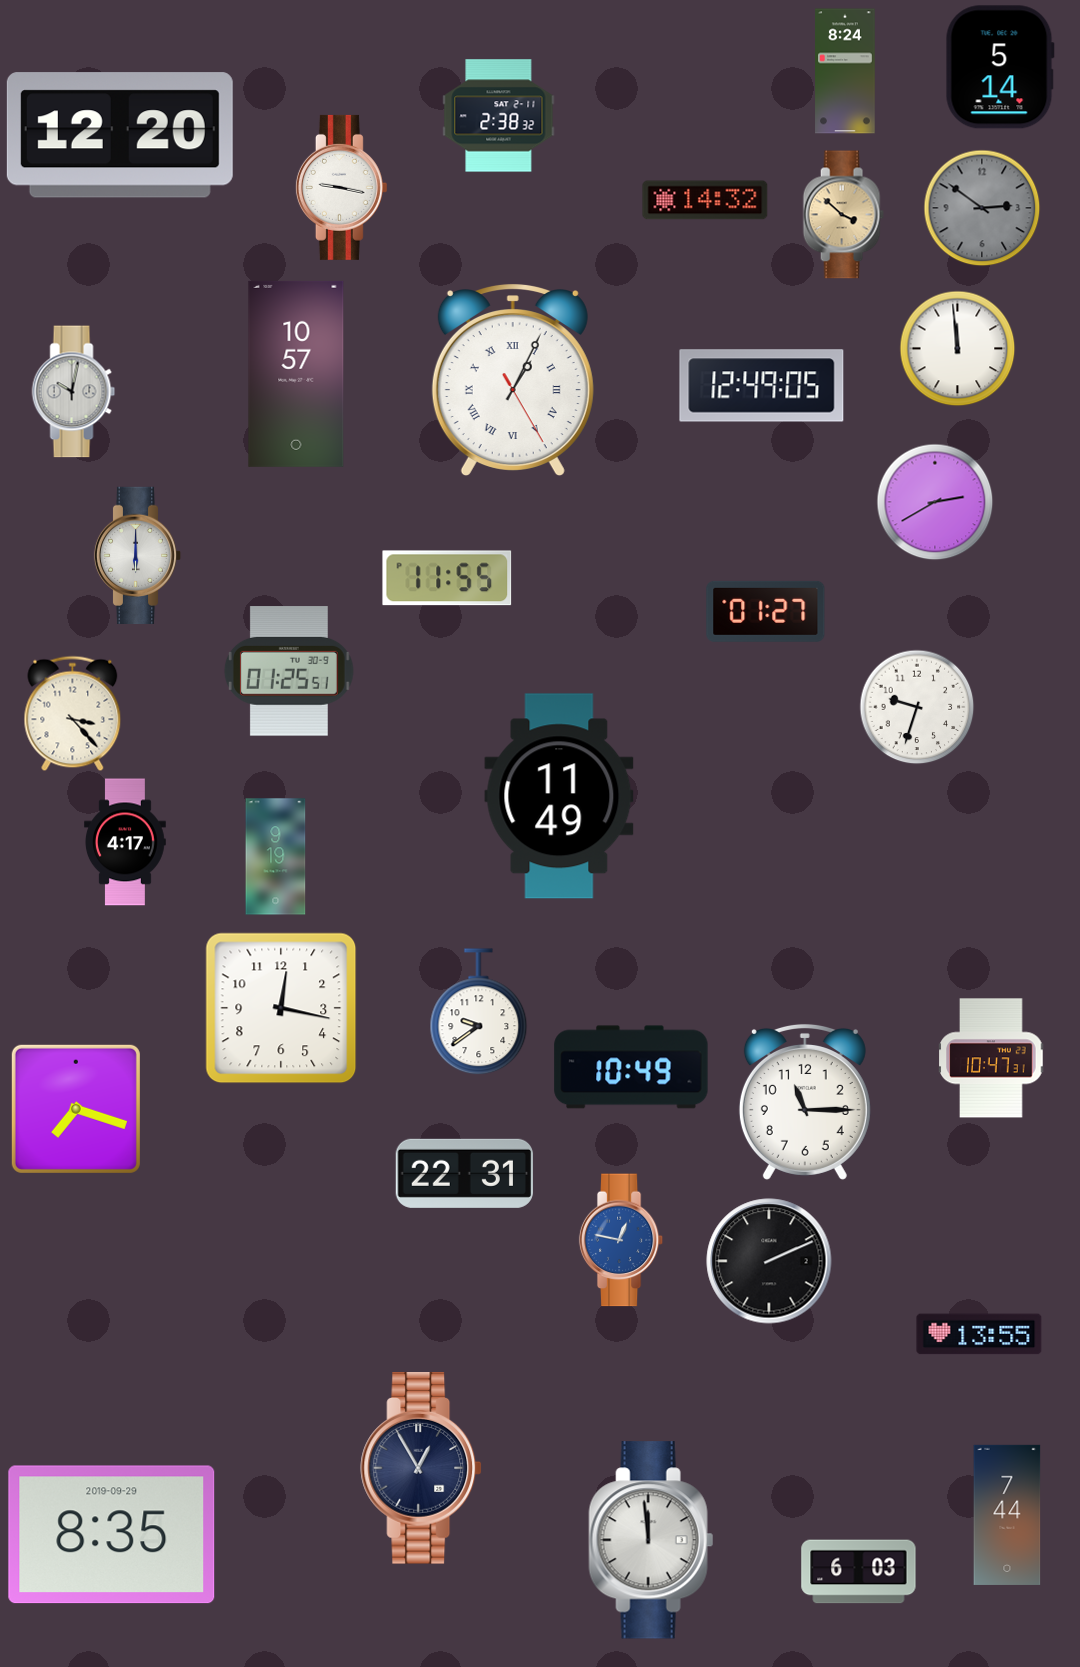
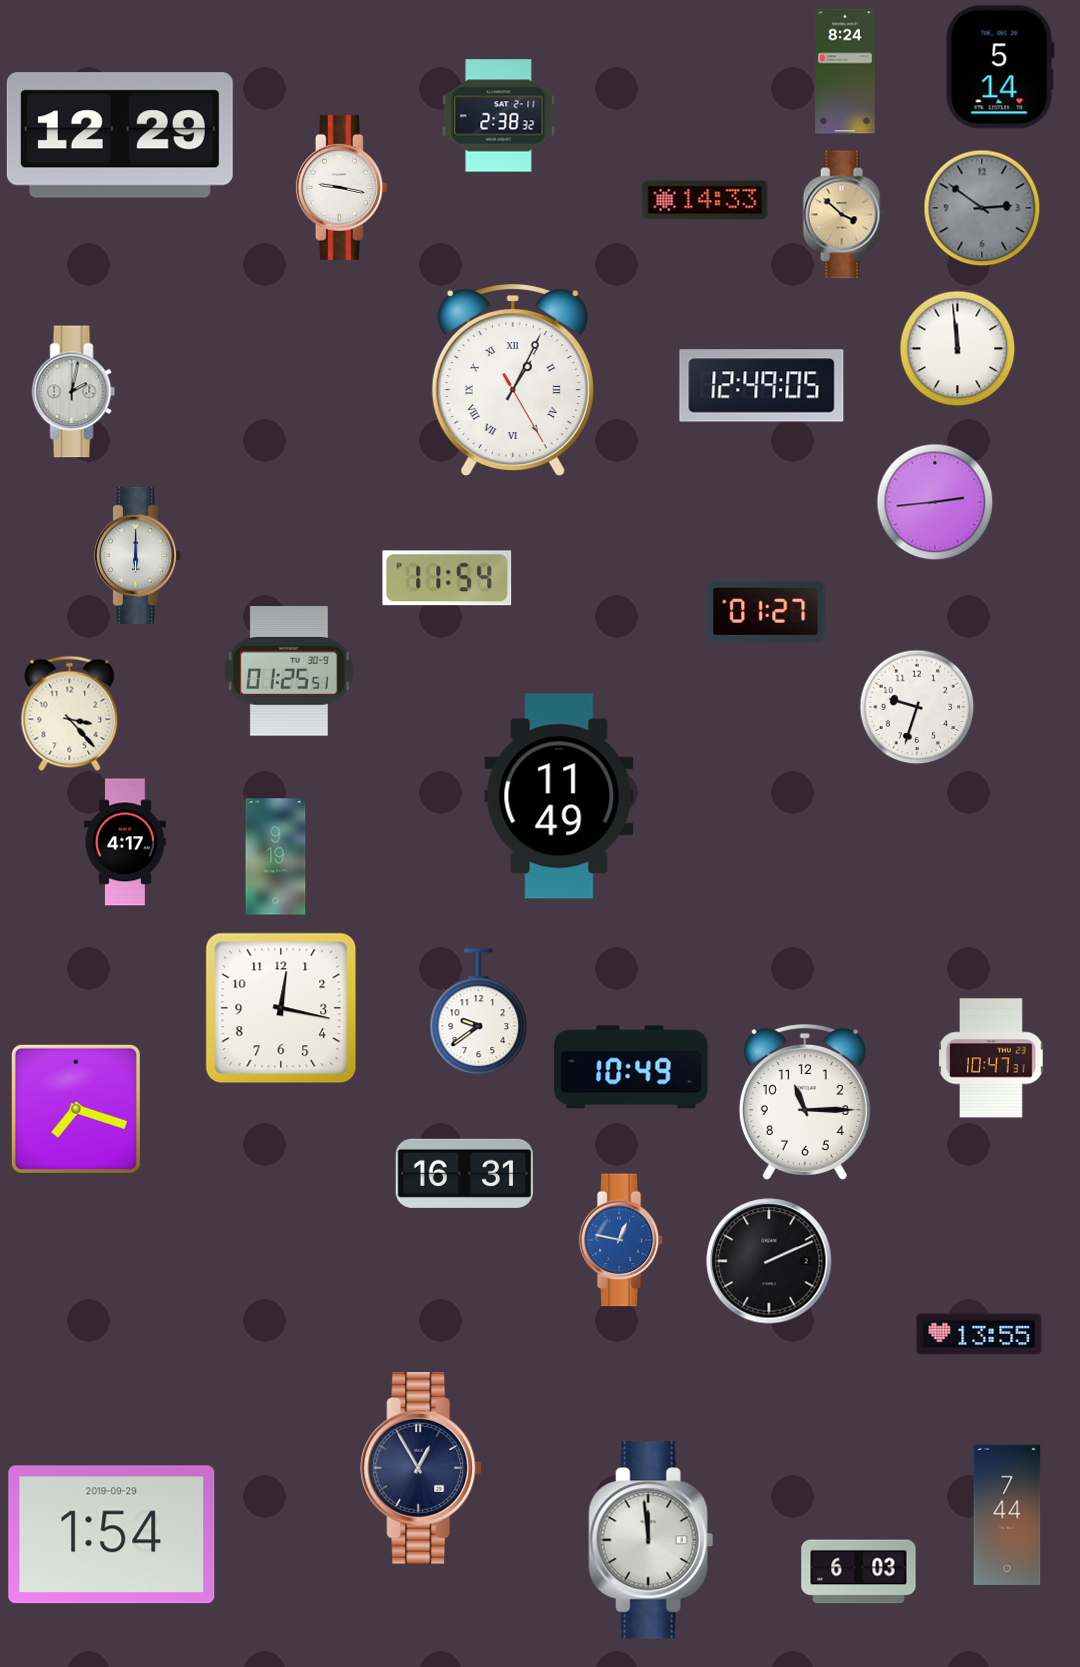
clock at (120, 135): 12:20 -> 12:29
clock at (705, 200): 14:32 -> 14:33
clock at (296, 374): 10:57 -> none
clock at (74, 392): 10:02 -> 2:02
clock at (935, 502): 2:40 -> 2:44
clock at (447, 578): 11:55 -> 11:54
clock at (73, 714) position: (73, 714) -> (70, 714)
clock at (464, 1173): 22:31 -> 16:31
clock at (112, 1535): 8:35 -> 1:54
